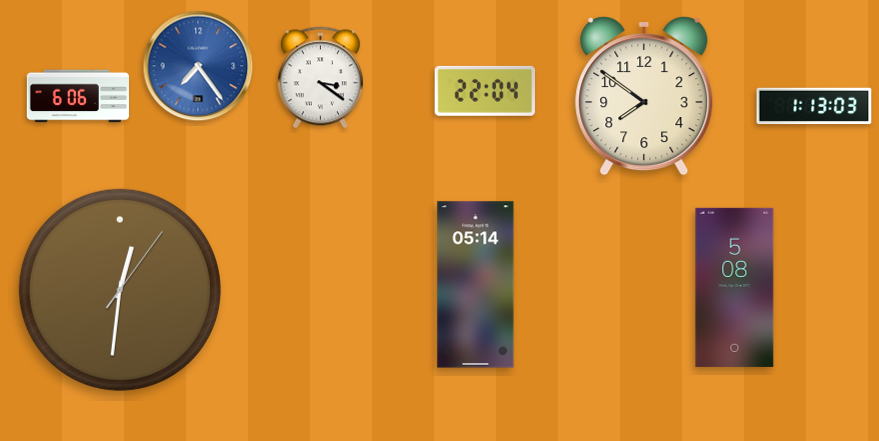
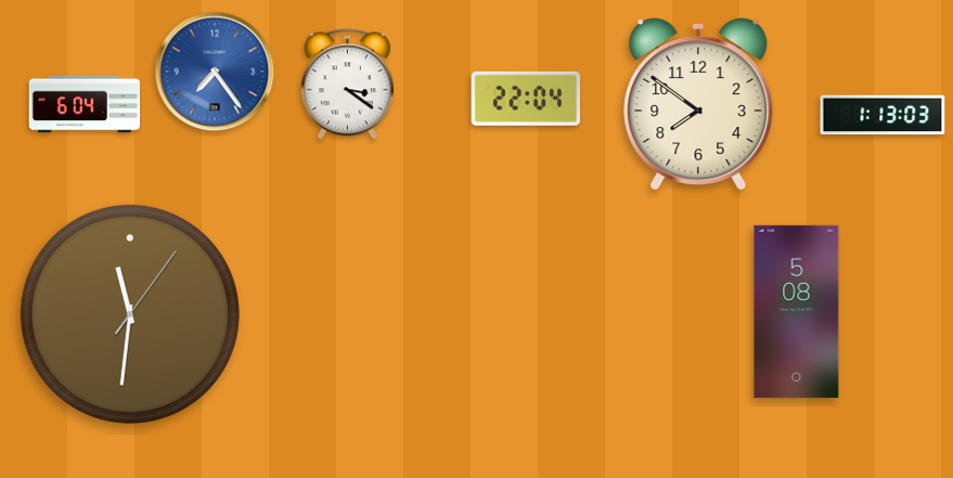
clock at (78, 96): 6:06 -> 6:04
clock at (476, 285): 05:14 -> none
clock at (120, 290): 12:31 -> 11:31
